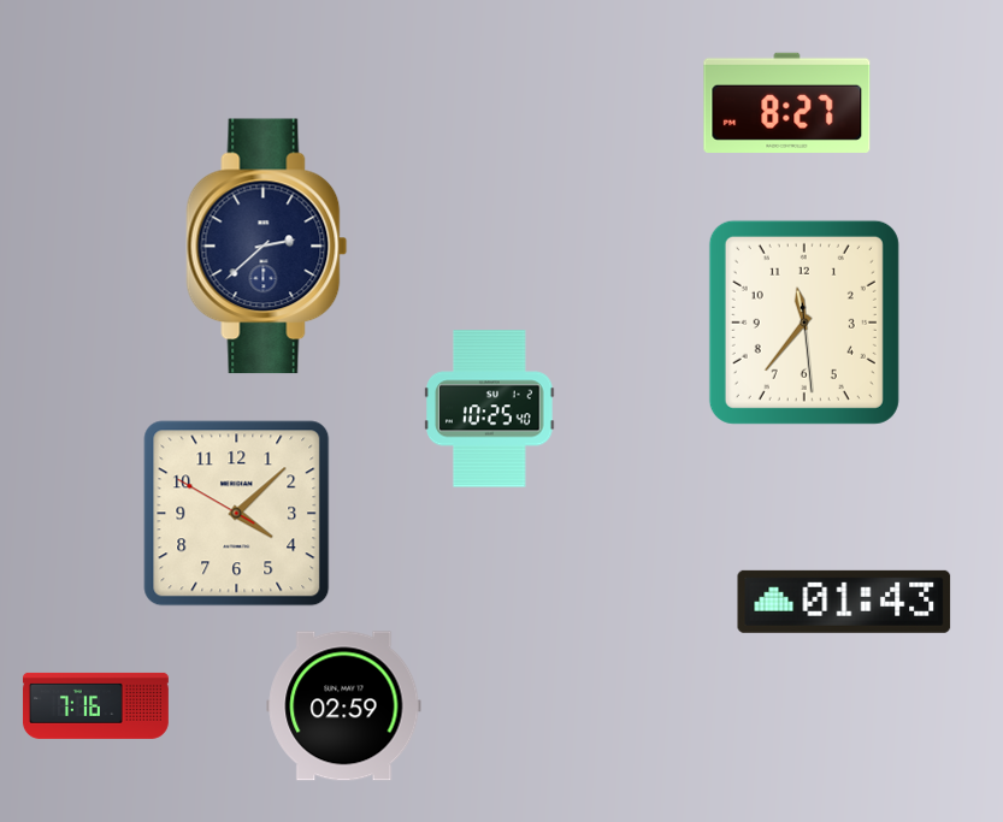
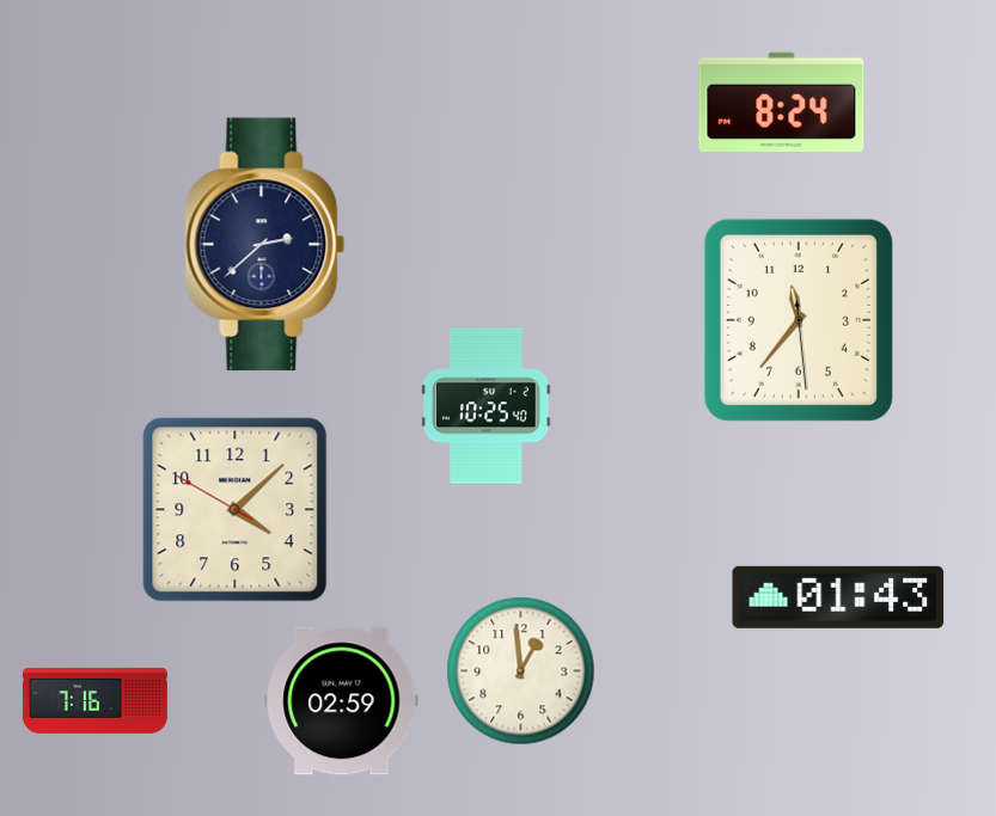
clock at (787, 102): 8:27 -> 8:24
clock at (521, 671): none -> 12:59
